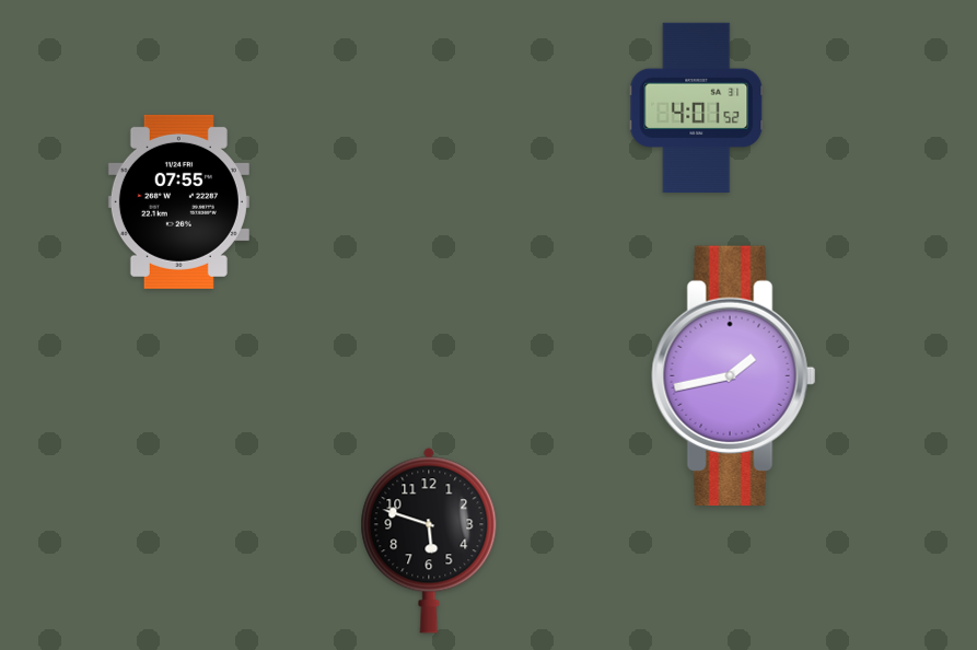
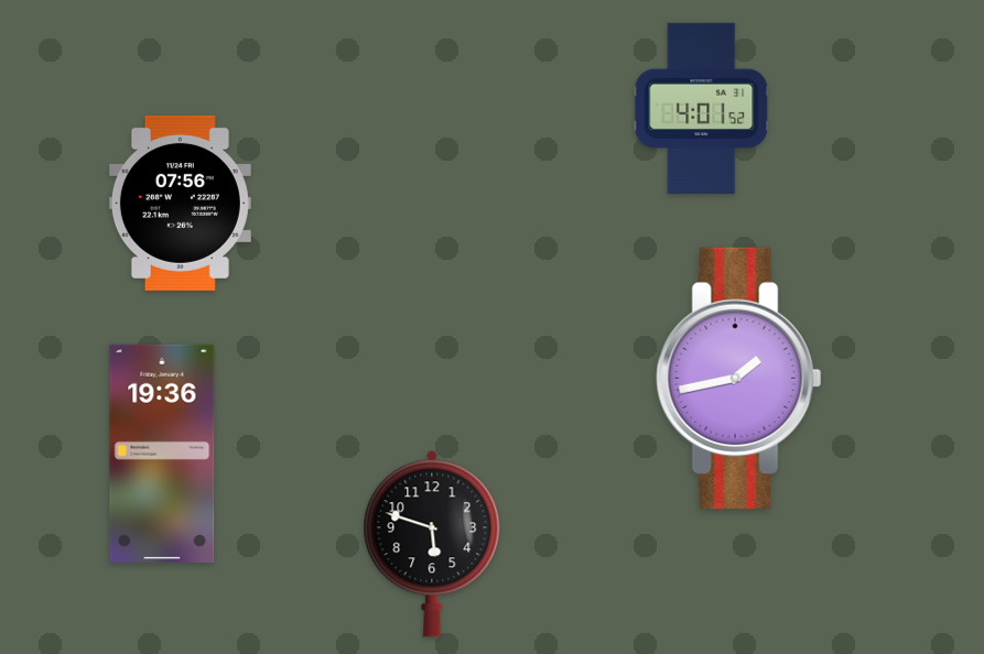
clock at (178, 201): 07:55 -> 07:56
clock at (162, 454): none -> 19:36
